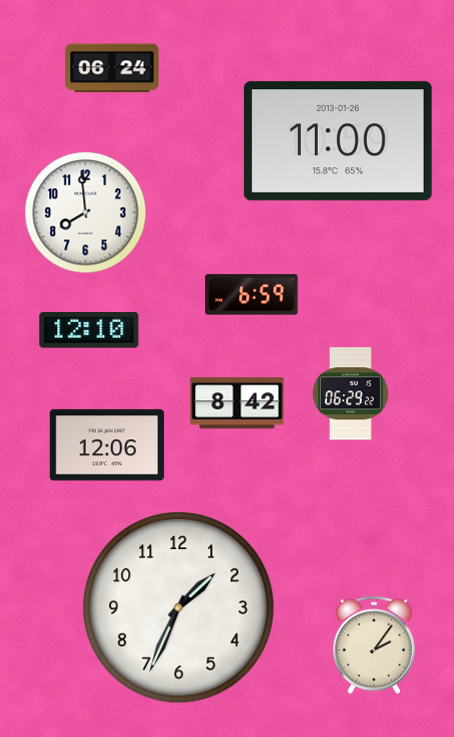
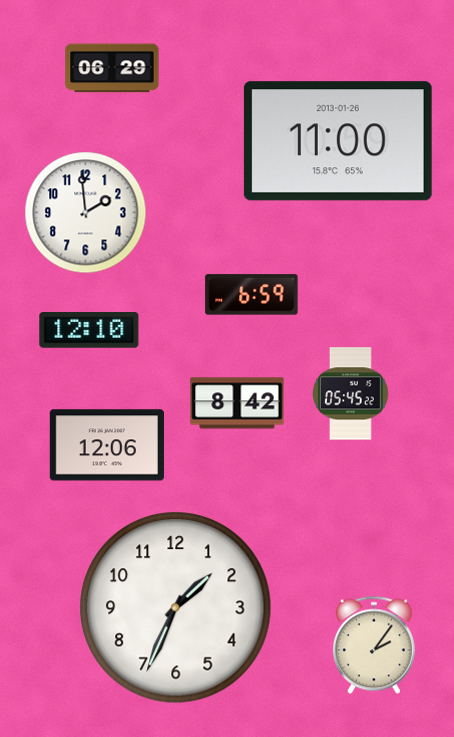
clock at (112, 68): 06:24 -> 06:29
clock at (86, 213): 7:59 -> 1:59
clock at (351, 394): 06:29 -> 05:45
clock at (179, 608) position: (179, 608) -> (176, 608)
